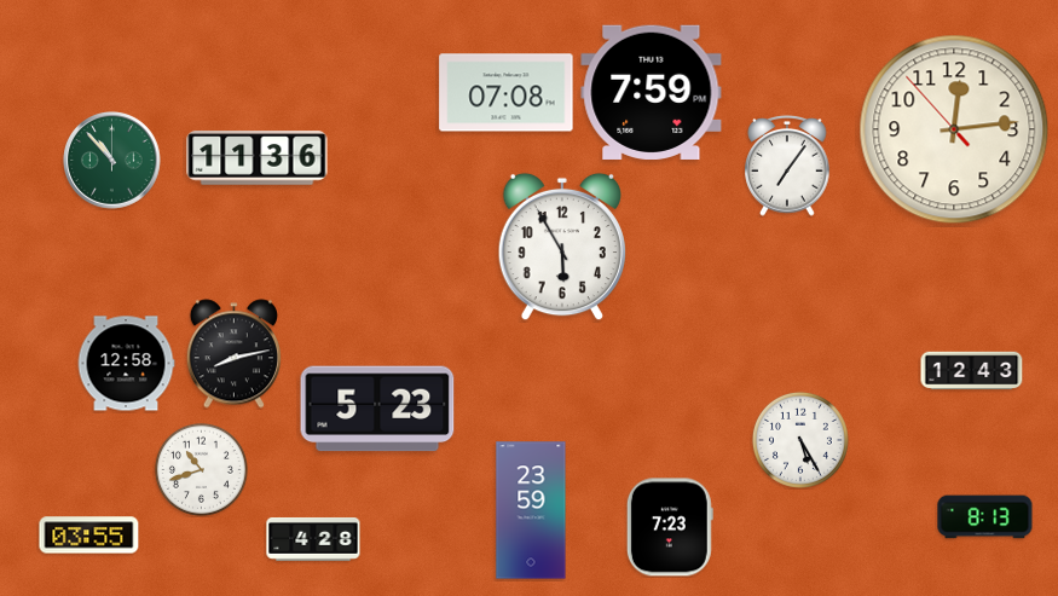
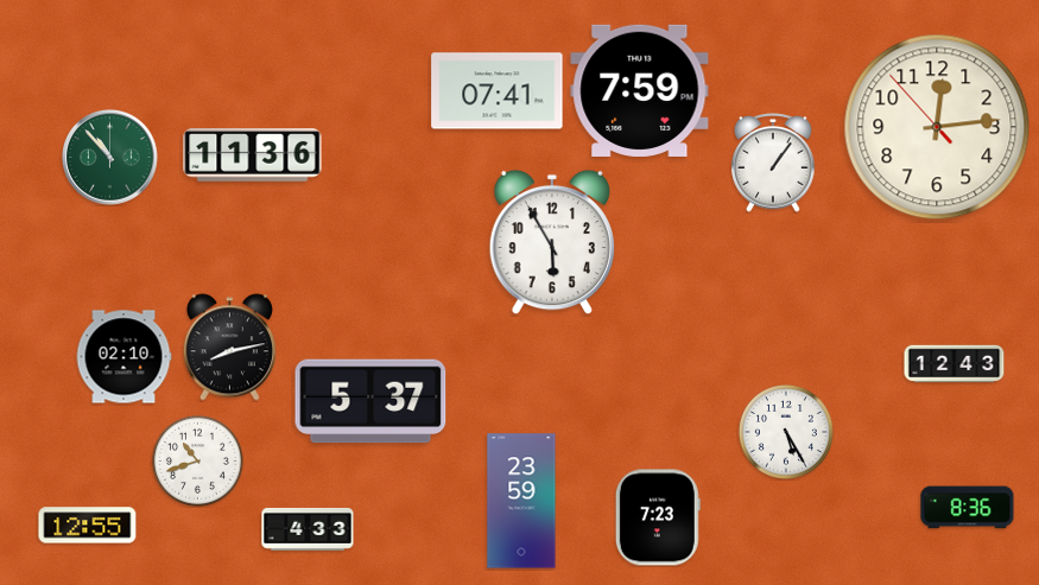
clock at (507, 93): 07:08 -> 07:41
clock at (787, 167): 7:06 -> 1:06
clock at (126, 364): 12:58 -> 02:10
clock at (377, 409): 5:23 -> 5:37
clock at (985, 517): 8:13 -> 8:36
clock at (89, 536): 03:55 -> 12:55
clock at (313, 539): 4:28 -> 4:33
